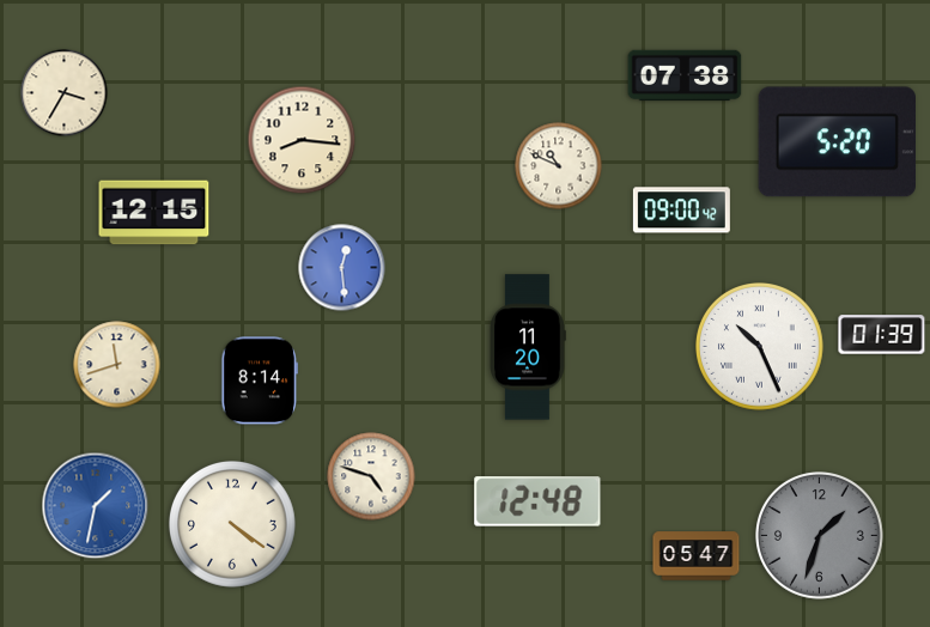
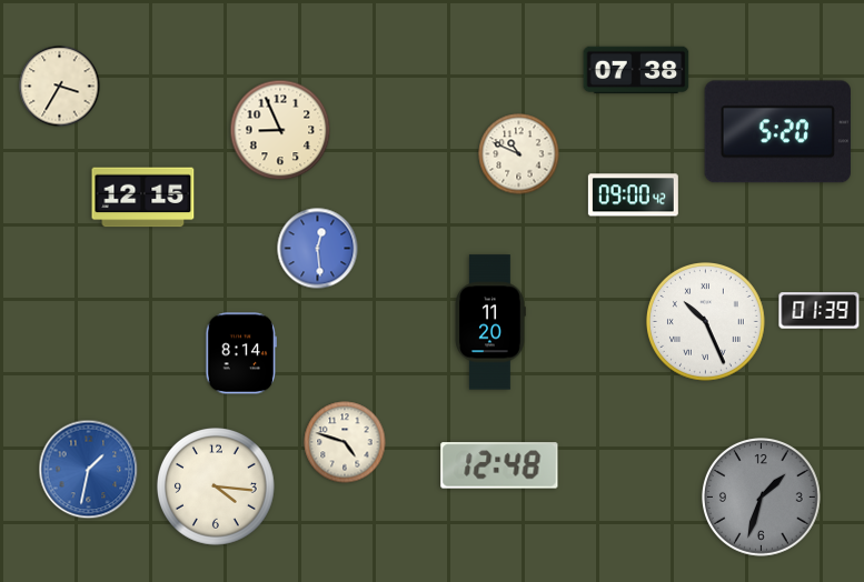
clock at (302, 140): 8:16 -> 8:56
clock at (117, 365): 11:42 -> none
clock at (232, 524): 4:21 -> 4:16
clock at (697, 556): 05:47 -> none
